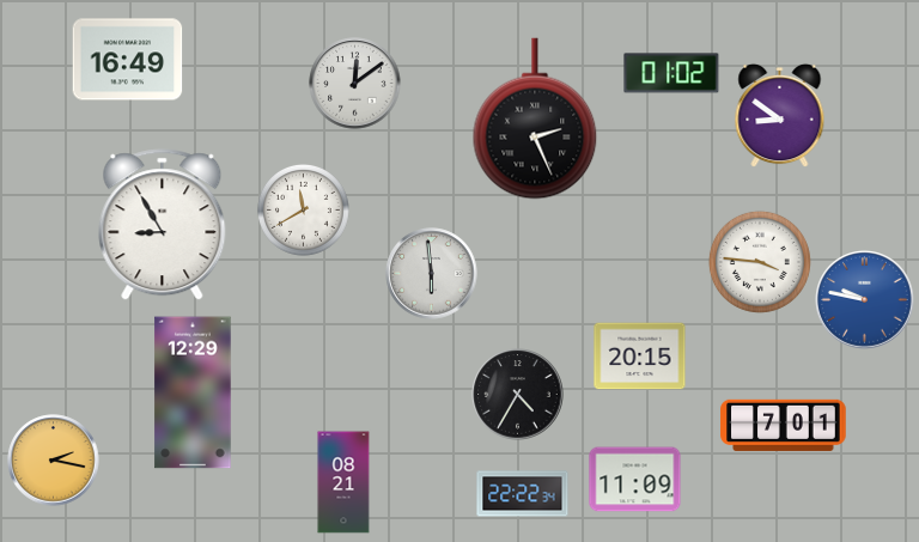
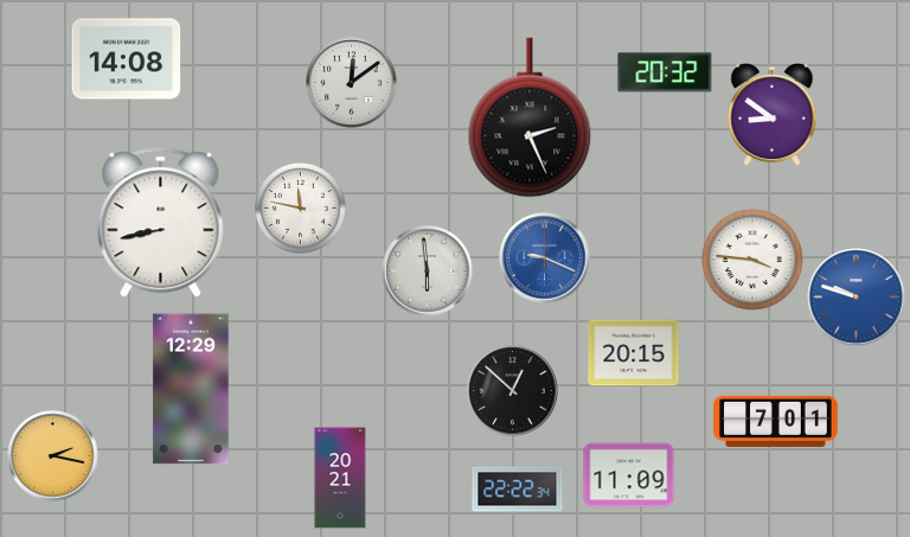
clock at (128, 60): 16:49 -> 14:08
clock at (671, 73): 01:02 -> 20:32
clock at (303, 209): 11:40 -> 11:47
clock at (163, 225): 8:55 -> 8:43
clock at (545, 258): none -> 9:19
clock at (865, 300): 9:47 -> 9:48
clock at (518, 395): 4:35 -> 12:52
clock at (343, 482): 08:21 -> 20:21
